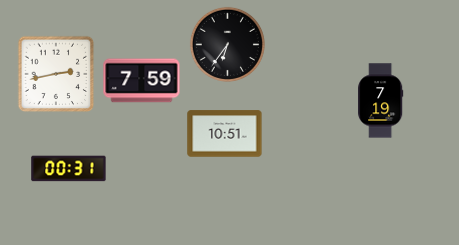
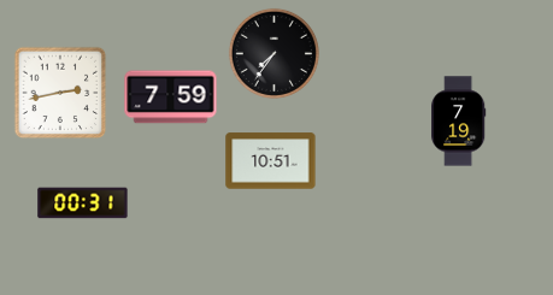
clock at (227, 44): 6:36 -> 7:36
clock at (56, 74) position: (56, 74) -> (60, 93)
